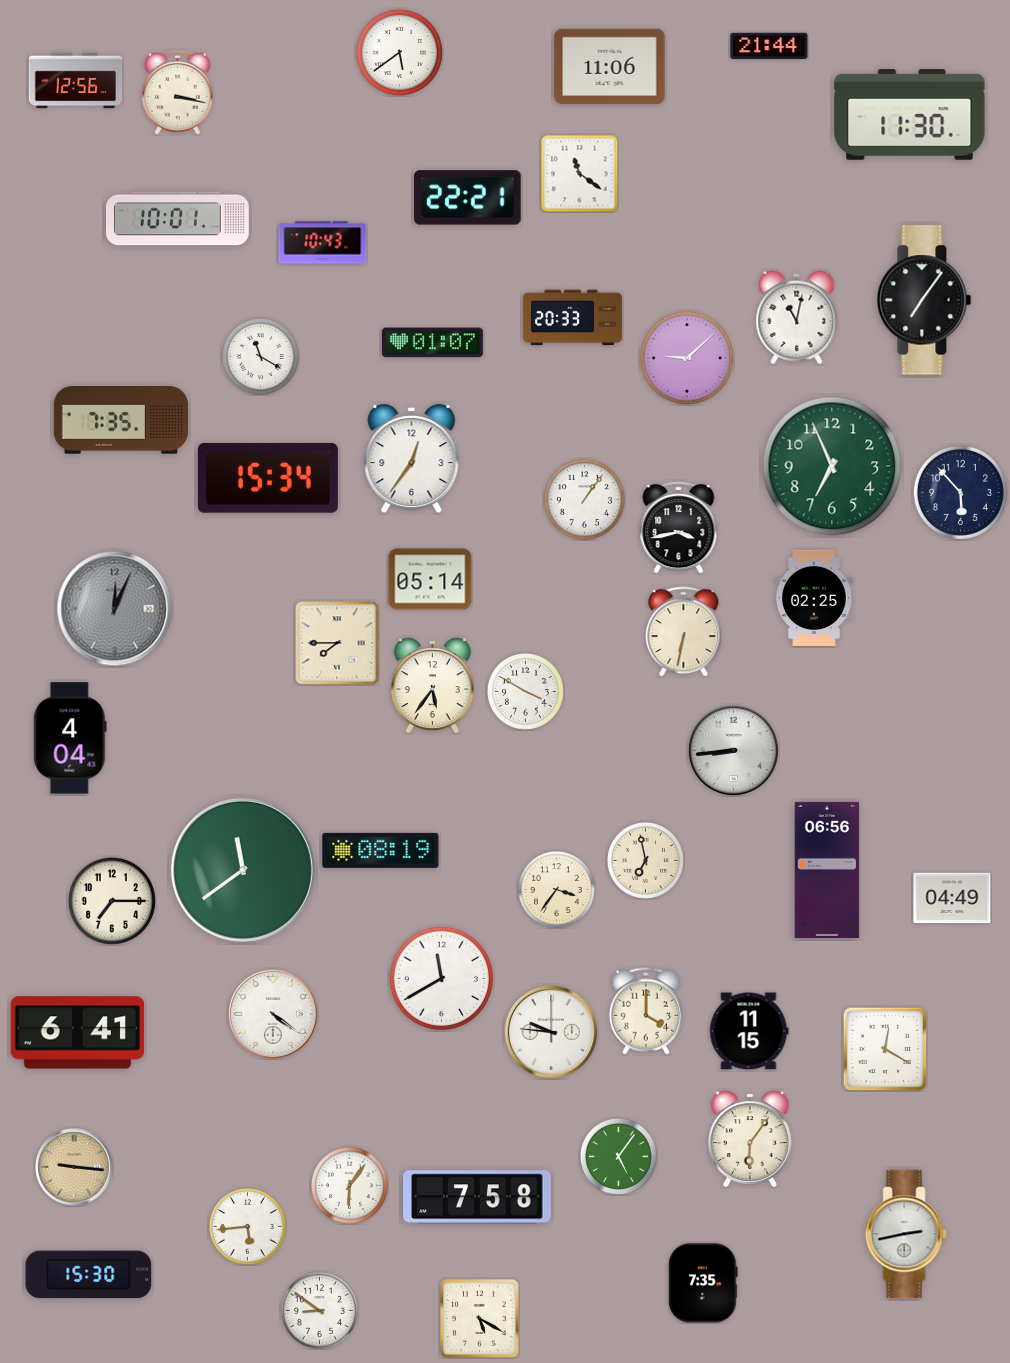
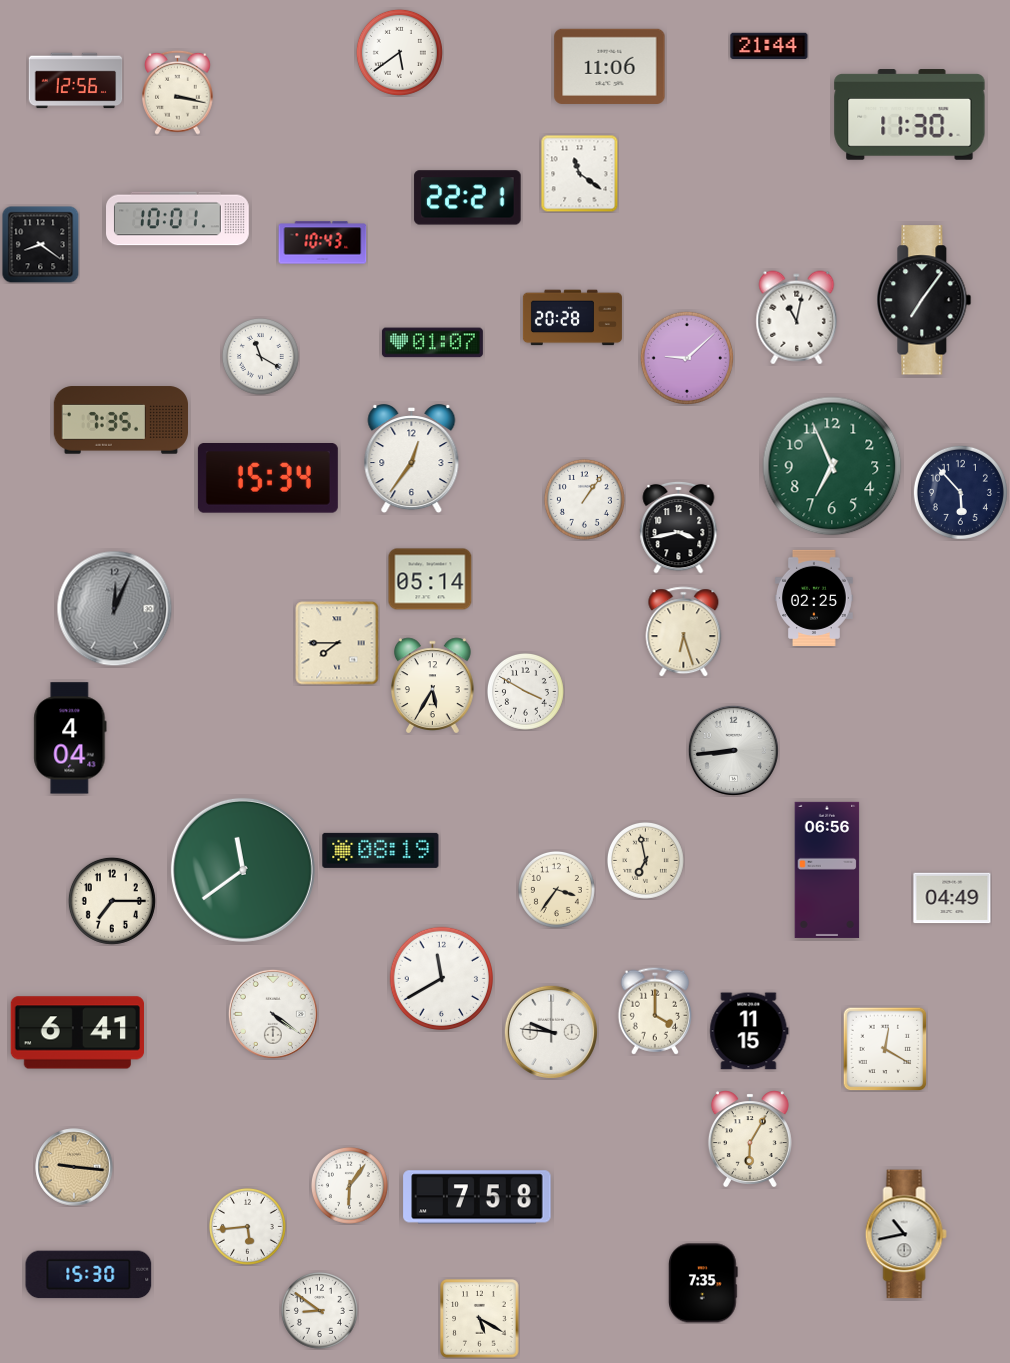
clock at (40, 244): none -> 8:21
clock at (572, 318): 20:33 -> 20:28
clock at (684, 632): 6:32 -> 6:27
clock at (433, 686): 5:36 -> 5:35
clock at (645, 1011) position: (645, 1011) -> (654, 1011)
clock at (750, 1139): 6:06 -> 6:05
clock at (618, 1156): 5:06 -> none
clock at (906, 1234): 2:43 -> 10:43
